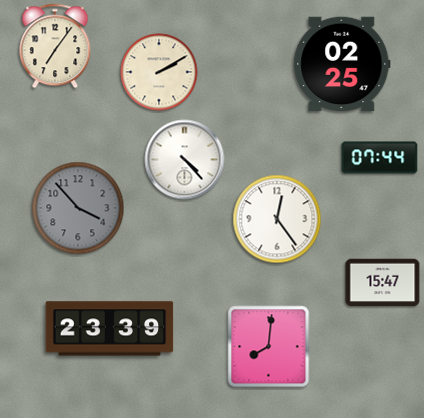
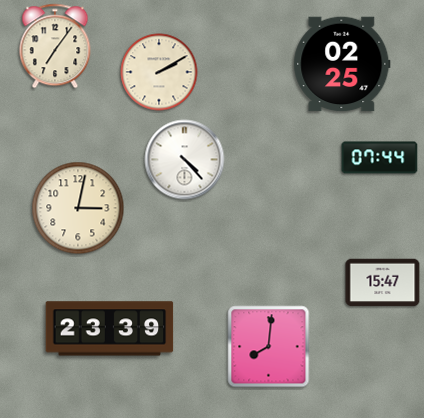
clock at (78, 208): 3:53 -> 3:02
clock at (78, 208) dial: grey -> cream
clock at (277, 219): 12:24 -> none
